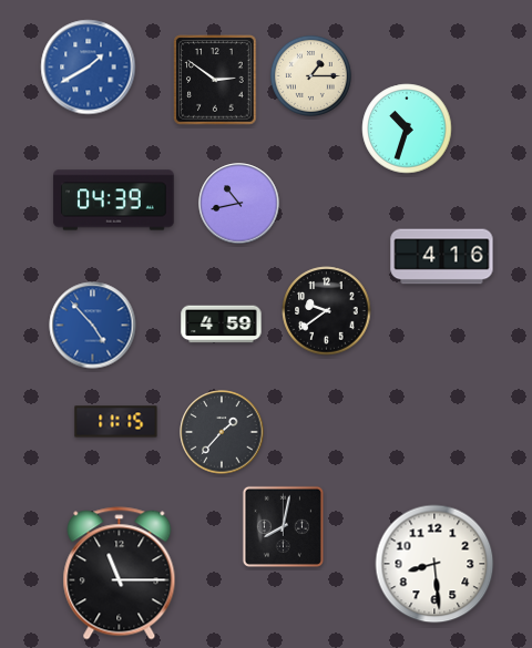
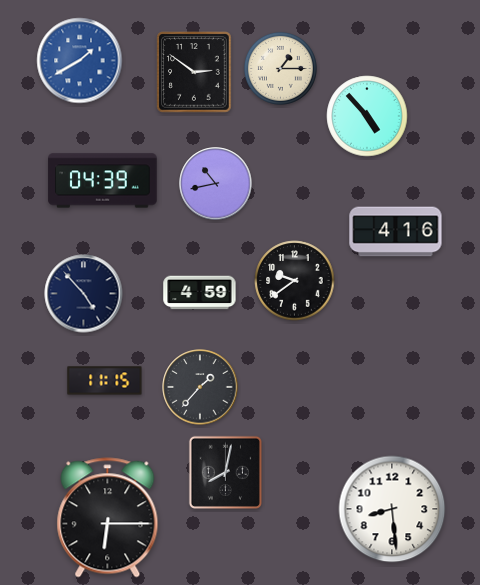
clock at (407, 128): 10:33 -> 4:53
clock at (442, 257) position: (442, 257) -> (396, 232)
clock at (93, 326) dial: blue -> navy
clock at (222, 432) position: (222, 432) -> (200, 387)
clock at (283, 526) position: (283, 526) -> (225, 472)
clock at (120, 574): 11:15 -> 6:15
